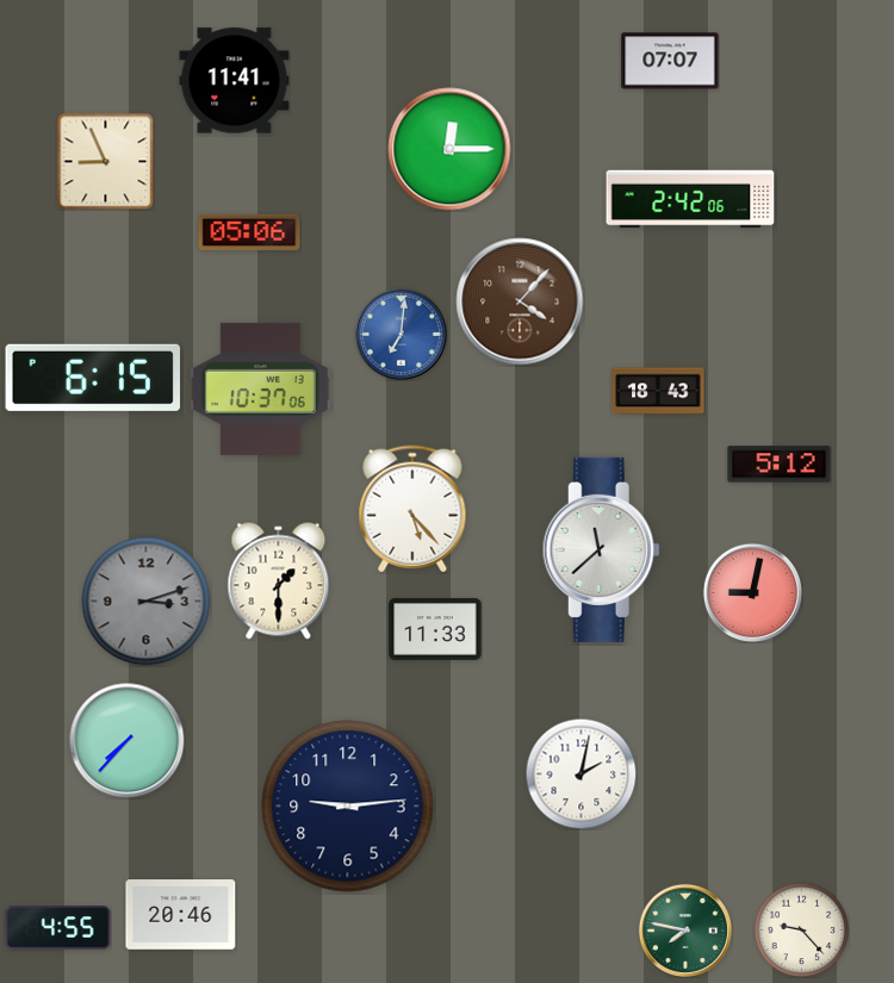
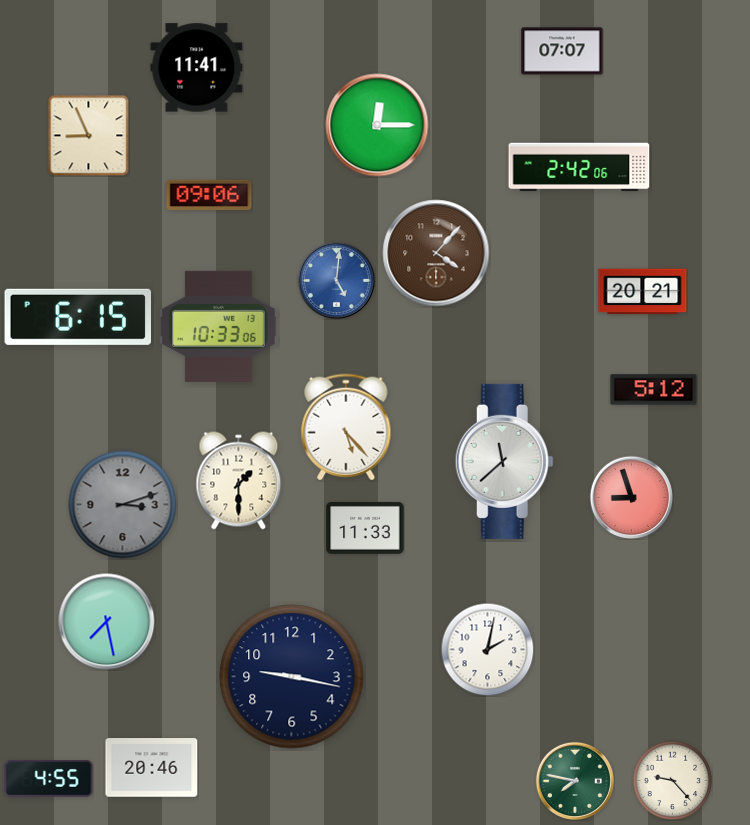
clock at (249, 232): 05:06 -> 09:06
clock at (401, 334): 7:01 -> 5:01
clock at (643, 292): none -> 20:21
clock at (261, 388): 10:37 -> 10:33
clock at (658, 391): 18:43 -> none
clock at (279, 581) position: (279, 581) -> (239, 481)
clock at (752, 592): 9:02 -> 8:57
clock at (128, 741): 7:37 -> 7:28
clock at (348, 807): 9:14 -> 9:17
